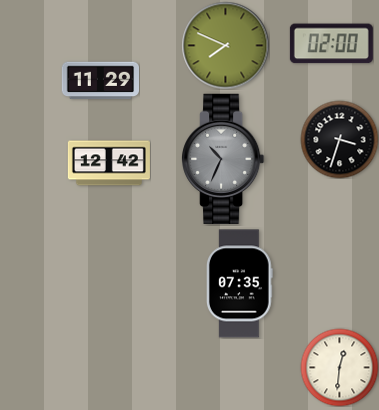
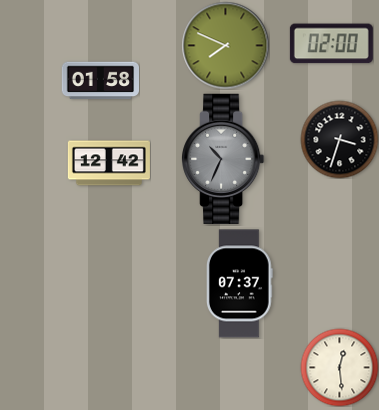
clock at (100, 81): 11:29 -> 01:58
clock at (240, 284): 07:35 -> 07:37
clock at (339, 367): 12:31 -> 12:29
